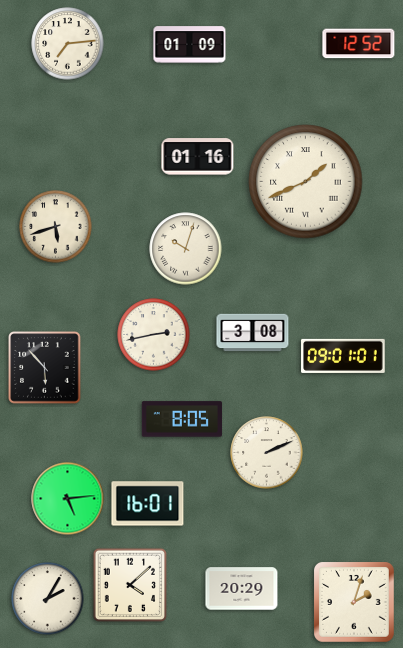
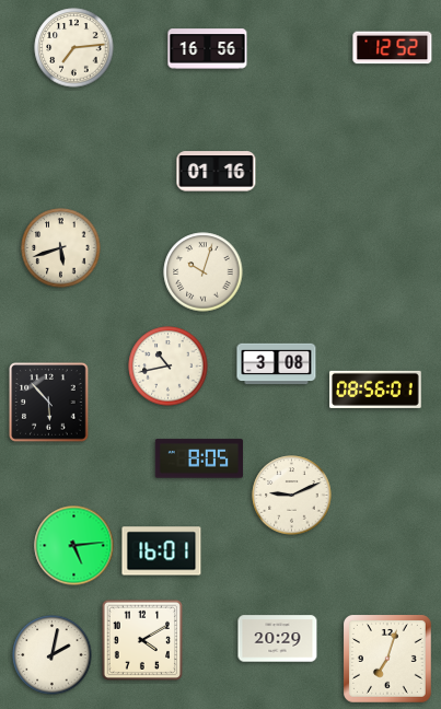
clock at (190, 45): 01:09 -> 16:56
clock at (306, 182): 1:41 -> none
clock at (154, 335): 2:43 -> 10:43
clock at (343, 356): 09:01 -> 08:56
clock at (267, 453): 2:11 -> 9:11
clock at (129, 584): 4:08 -> 4:10
clock at (242, 589) position: (242, 589) -> (278, 639)
clock at (48, 599): 2:05 -> 2:02
clock at (355, 603): 2:03 -> 7:03
